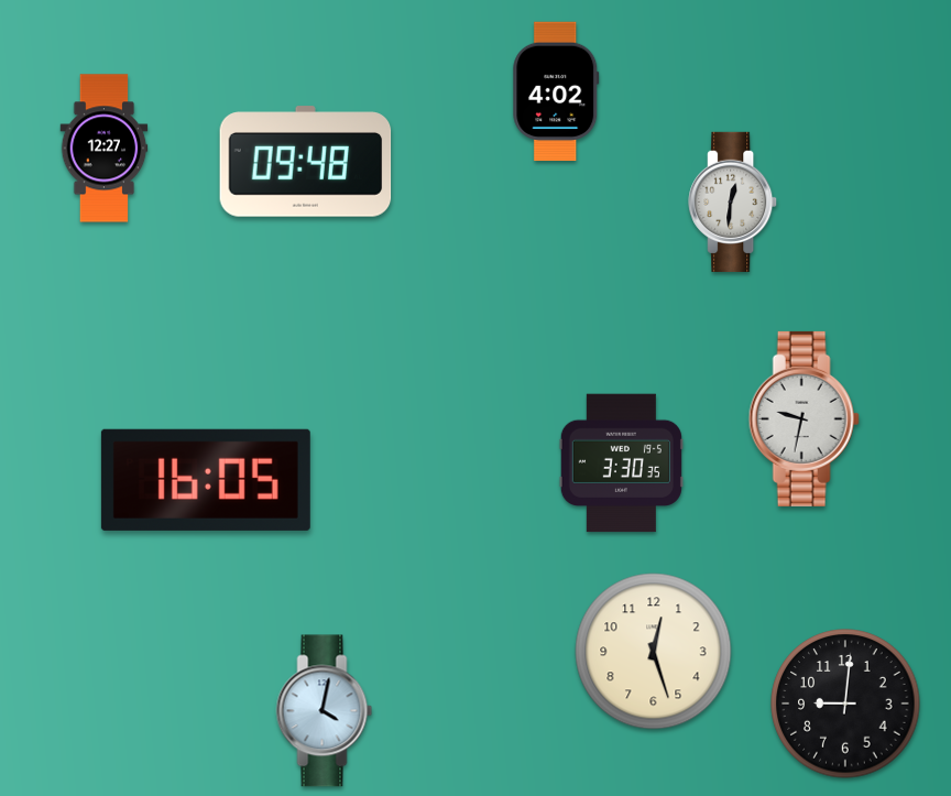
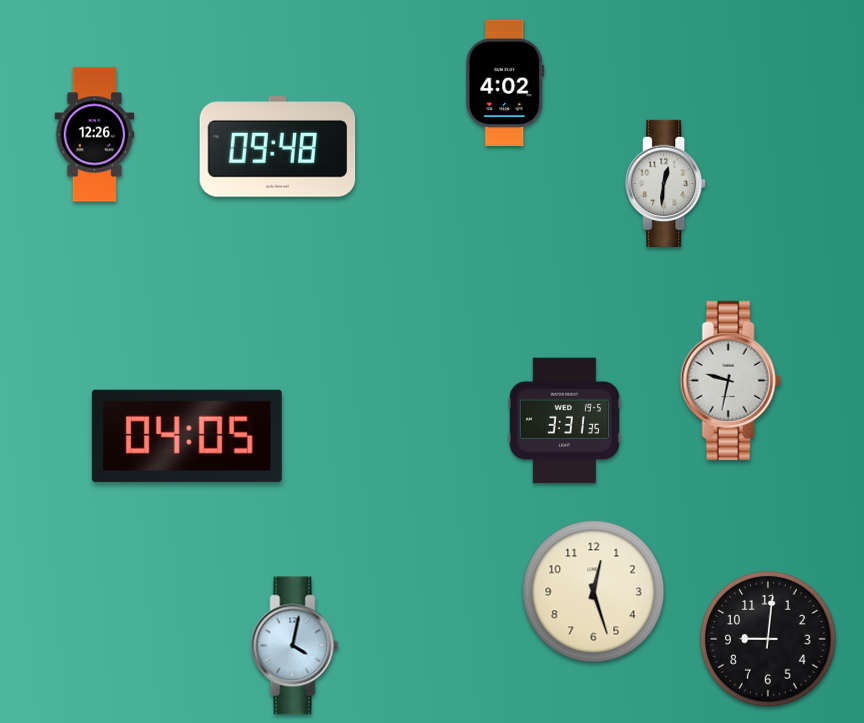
clock at (105, 149): 12:27 -> 12:26
clock at (621, 464): 3:30 -> 3:31
clock at (206, 480): 16:05 -> 04:05
